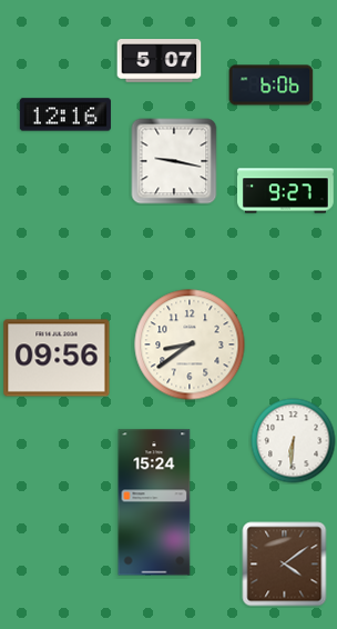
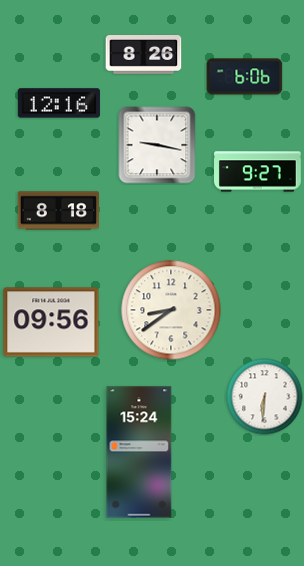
clock at (160, 61): 5:07 -> 8:26
clock at (58, 211): none -> 8:18
clock at (285, 565): 4:09 -> none
